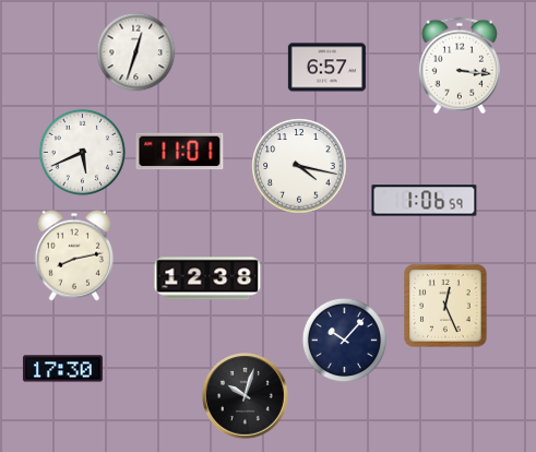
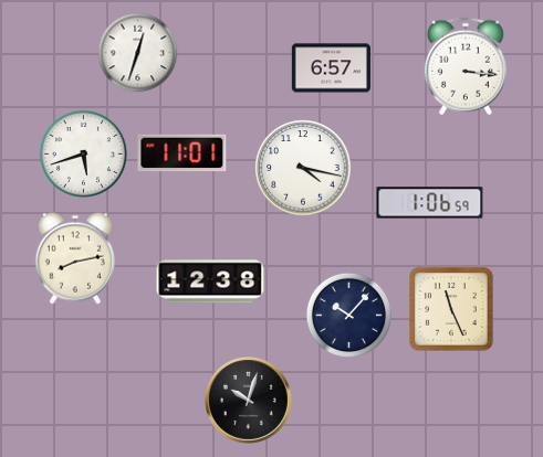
clock at (82, 152): 5:41 -> 5:42
clock at (445, 306): 12:26 -> 11:26
clock at (344, 340) position: (344, 340) -> (348, 315)
clock at (62, 369): 17:30 -> none
